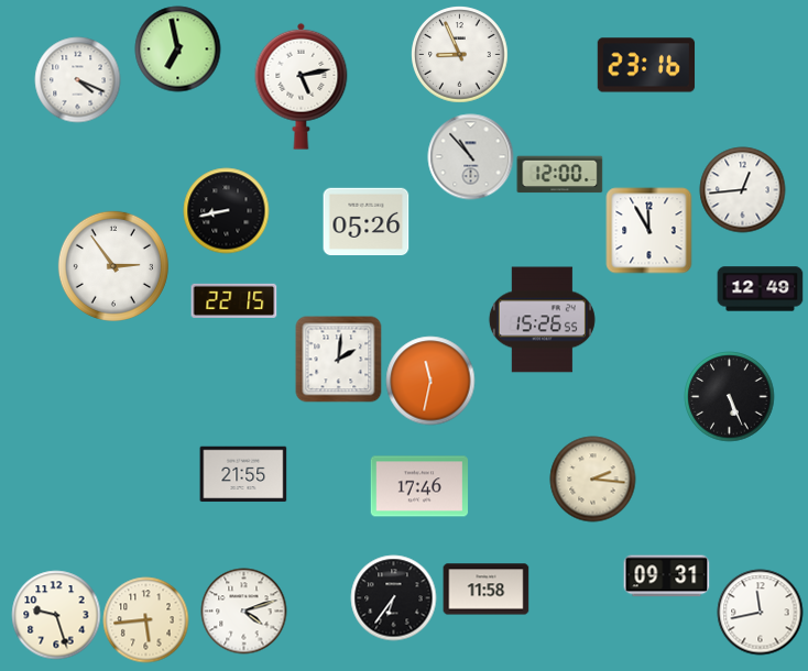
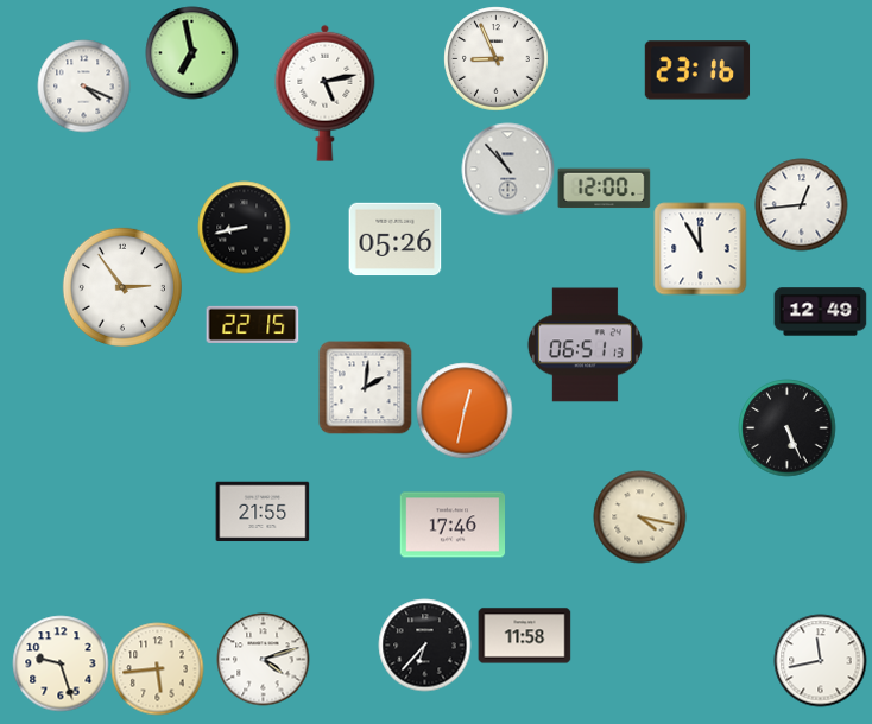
clock at (542, 320): 15:26 -> 06:51
clock at (430, 381): 11:32 -> 12:32
clock at (592, 479): 2:16 -> 4:17
clock at (666, 576): 09:31 -> none
clock at (393, 597): 6:36 -> 6:37
